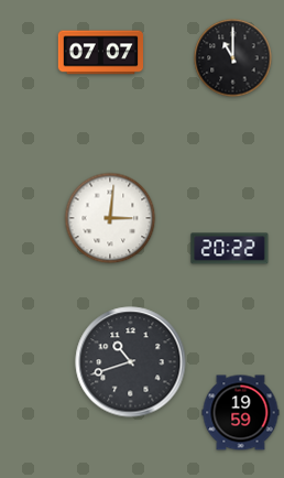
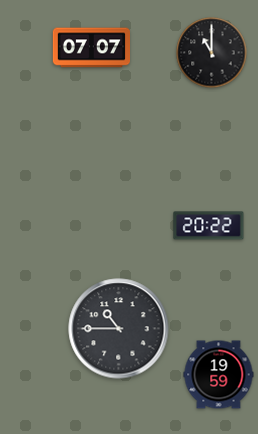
clock at (110, 218): 3:01 -> none
clock at (131, 362): 10:42 -> 10:45
